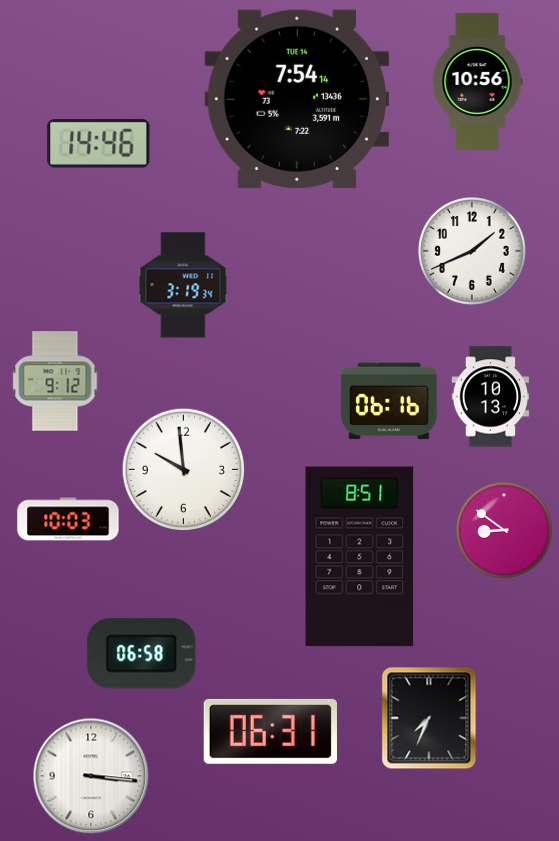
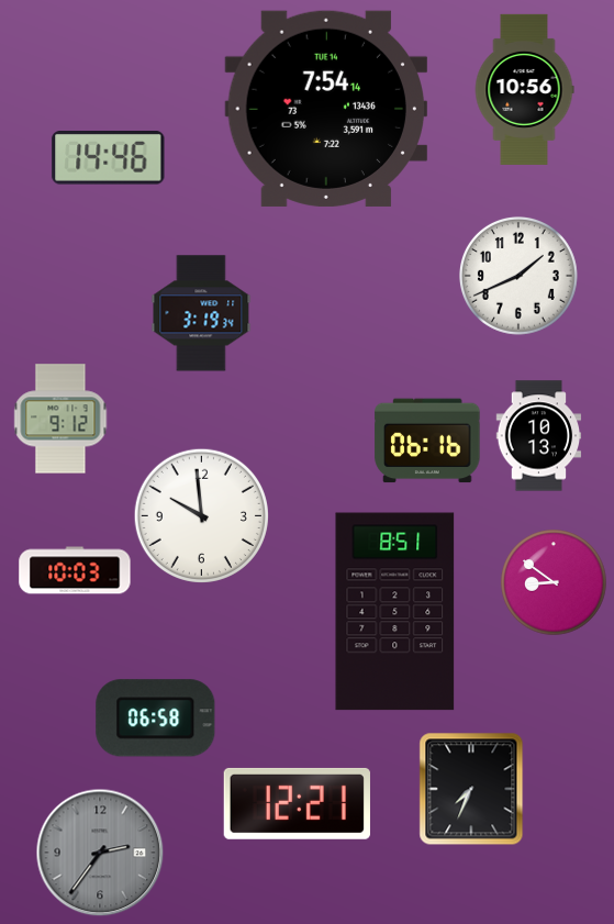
clock at (270, 731): 06:31 -> 12:21
clock at (91, 776): 3:16 -> 2:36
clock at (91, 776) dial: white -> grey
